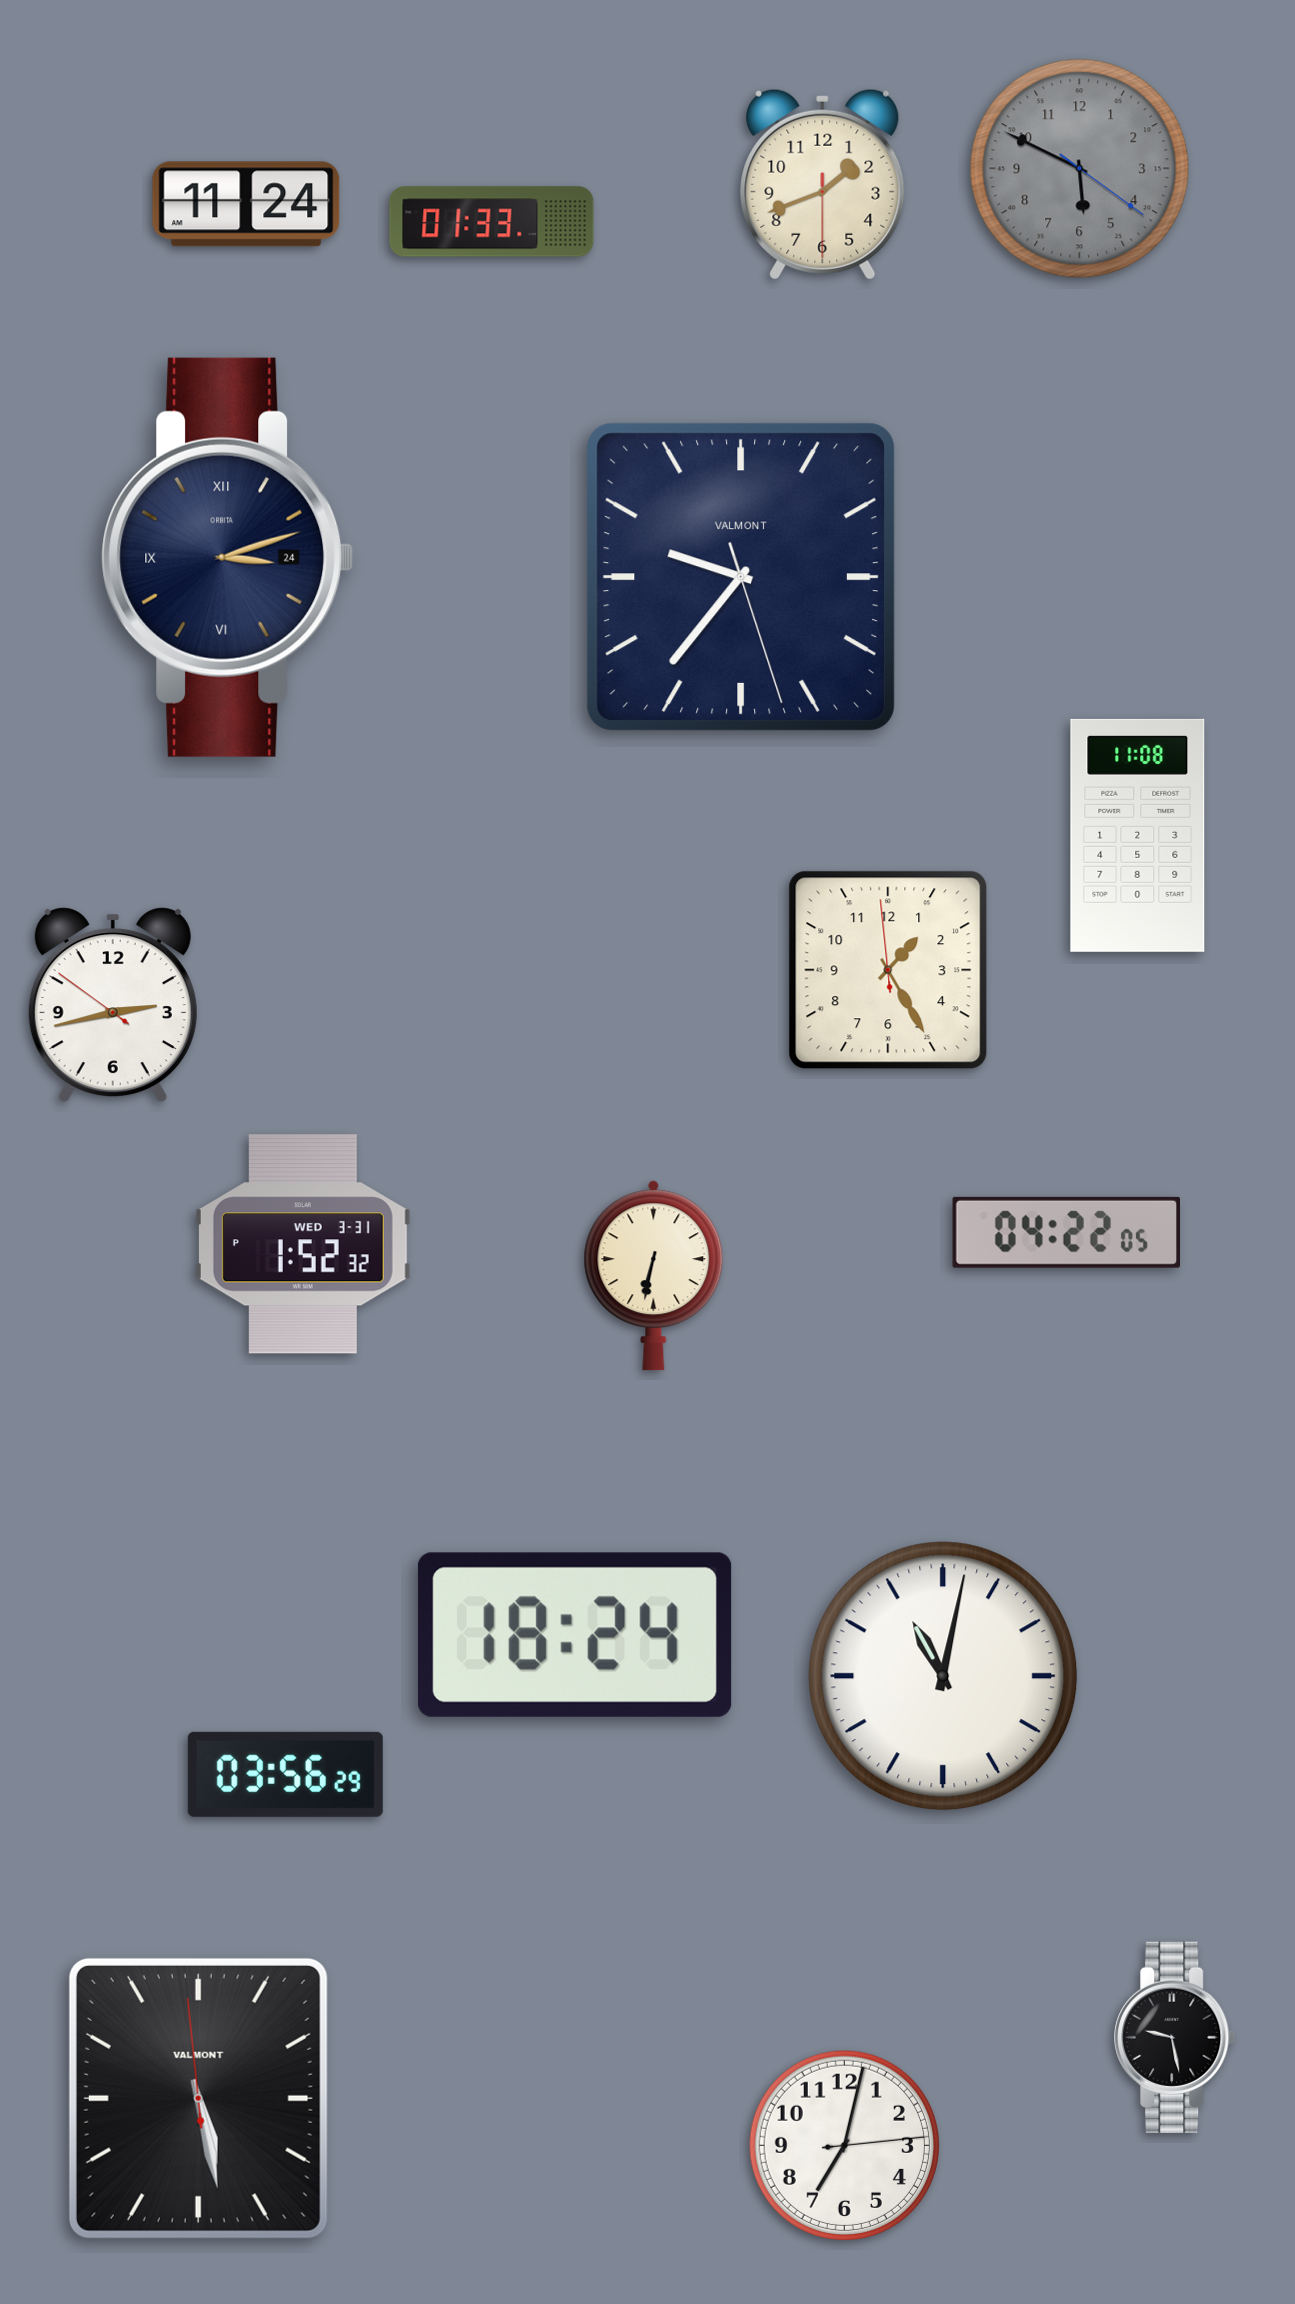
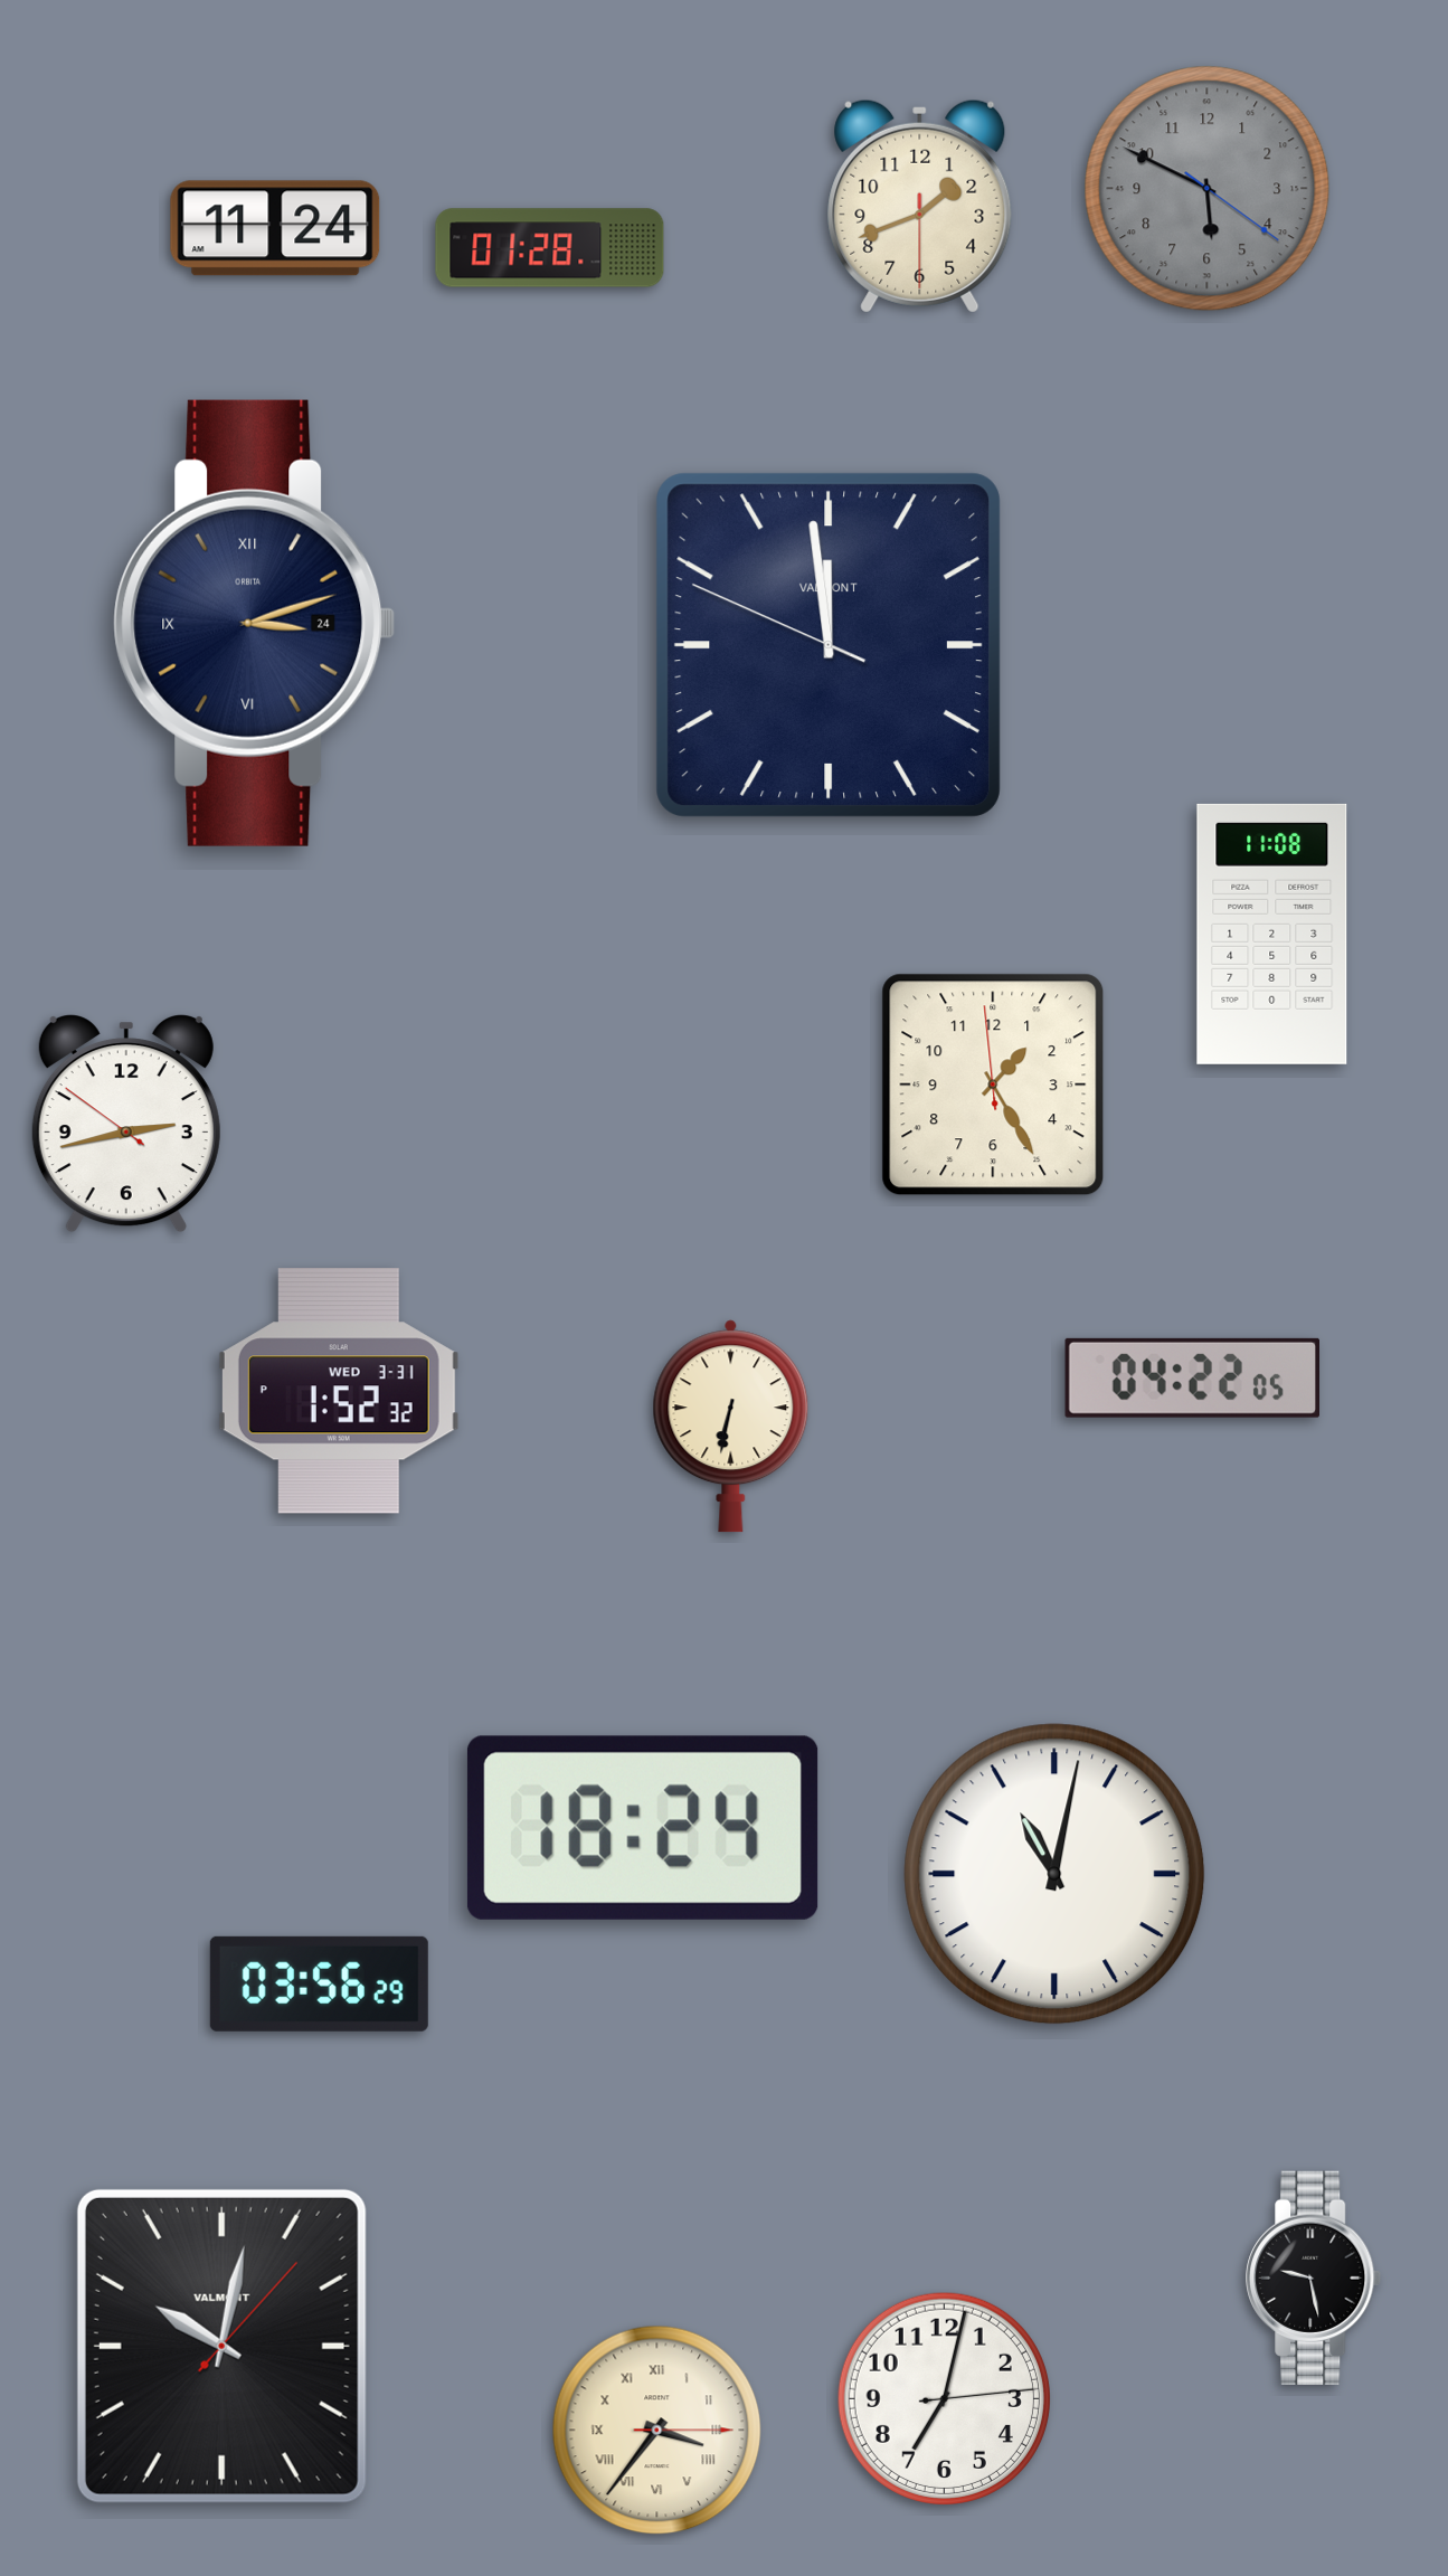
clock at (492, 222): 01:33 -> 01:28
clock at (741, 577): 9:36 -> 11:58
clock at (198, 2098): 5:27 -> 10:02
clock at (657, 2431): none -> 3:36
